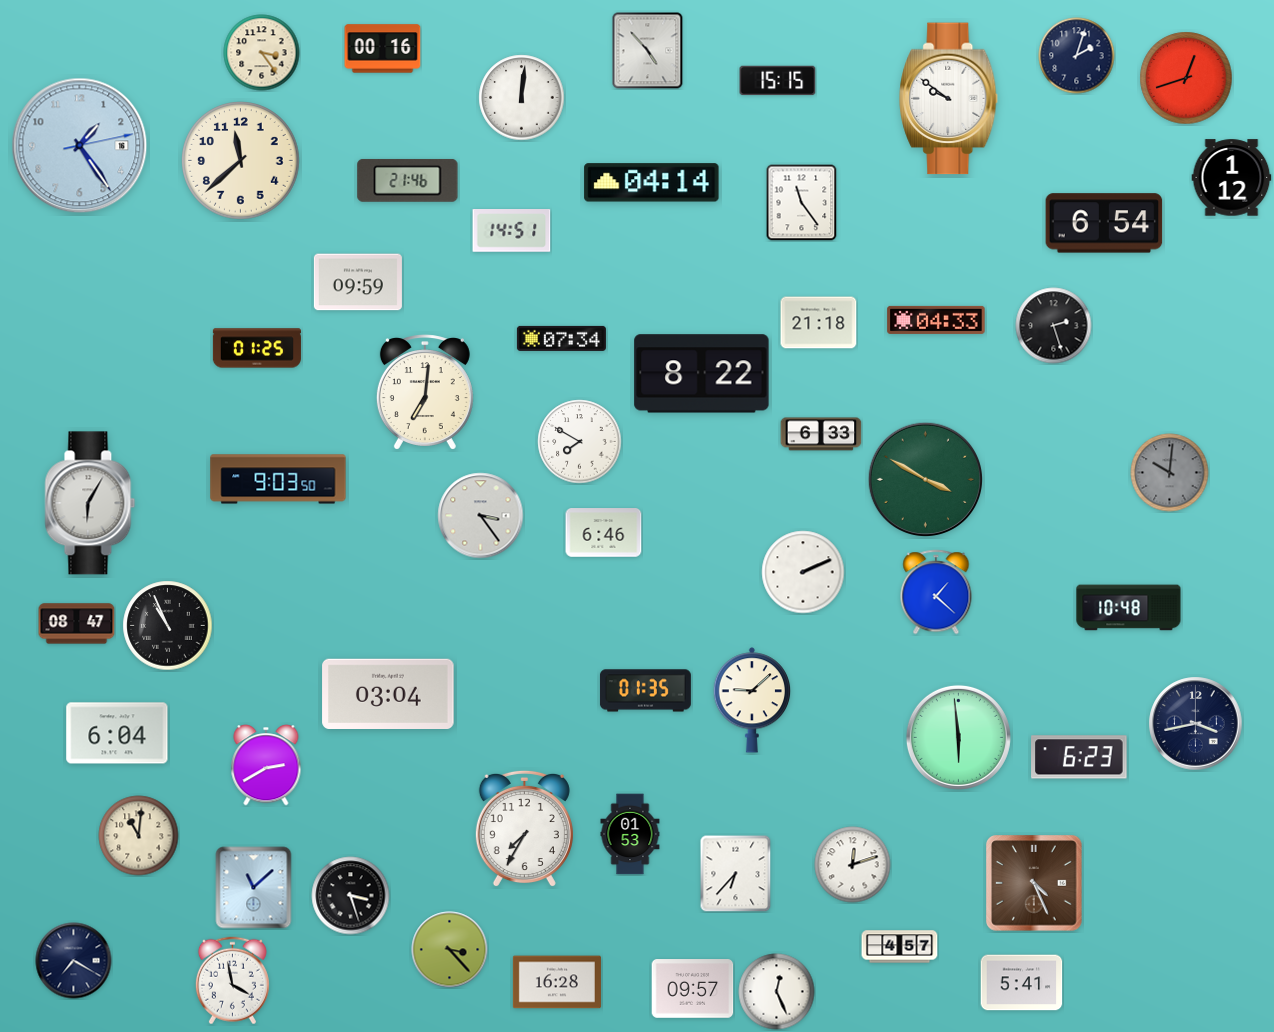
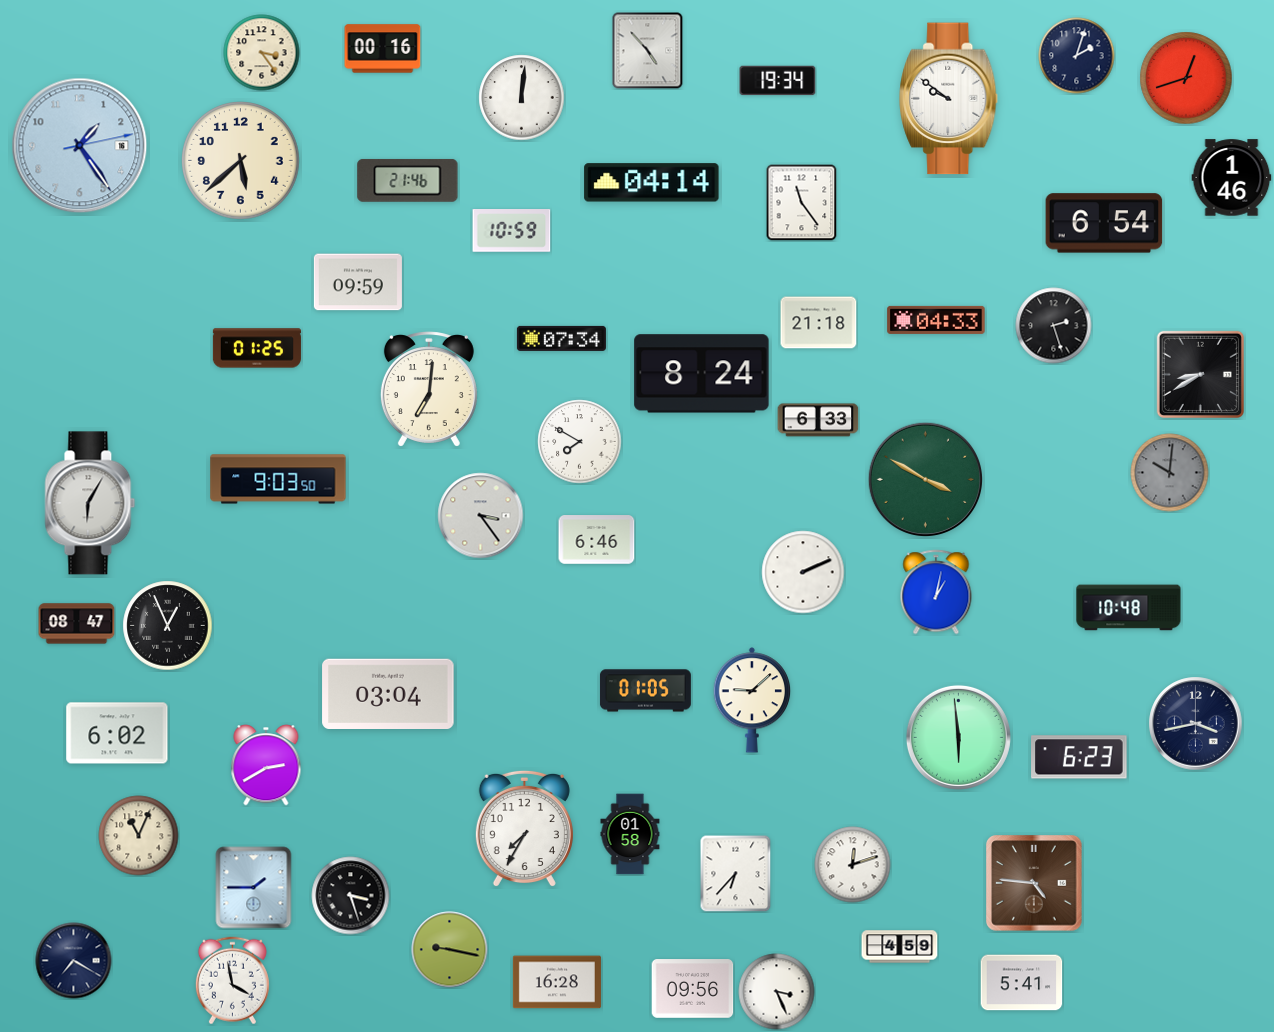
clock at (778, 81): 15:15 -> 19:34
clock at (241, 161): 11:38 -> 5:38
clock at (1232, 178): 1:12 -> 1:46
clock at (512, 231): 14:51 -> 10:59
clock at (702, 374): 8:22 -> 8:24
clock at (1200, 374): none -> 8:40
clock at (425, 392) position: (425, 392) -> (429, 389)
clock at (821, 434) position: (821, 434) -> (818, 420)
clock at (604, 533) position: (604, 533) -> (597, 540)
clock at (936, 592): 1:22 -> 1:02
clock at (168, 626): 10:56 -> 12:56
clock at (645, 691): 01:35 -> 01:05
clock at (117, 733): 6:04 -> 6:02
clock at (630, 834): 01:53 -> 01:58
clock at (139, 836): 11:01 -> 11:04
clock at (1034, 883): 4:26 -> 4:46
clock at (254, 888): 11:08 -> 1:45
clock at (900, 947): 4:57 -> 4:59
clock at (450, 950): 3:23 -> 9:17
clock at (693, 989): 09:57 -> 09:56
clock at (777, 992): 12:26 -> 3:26
